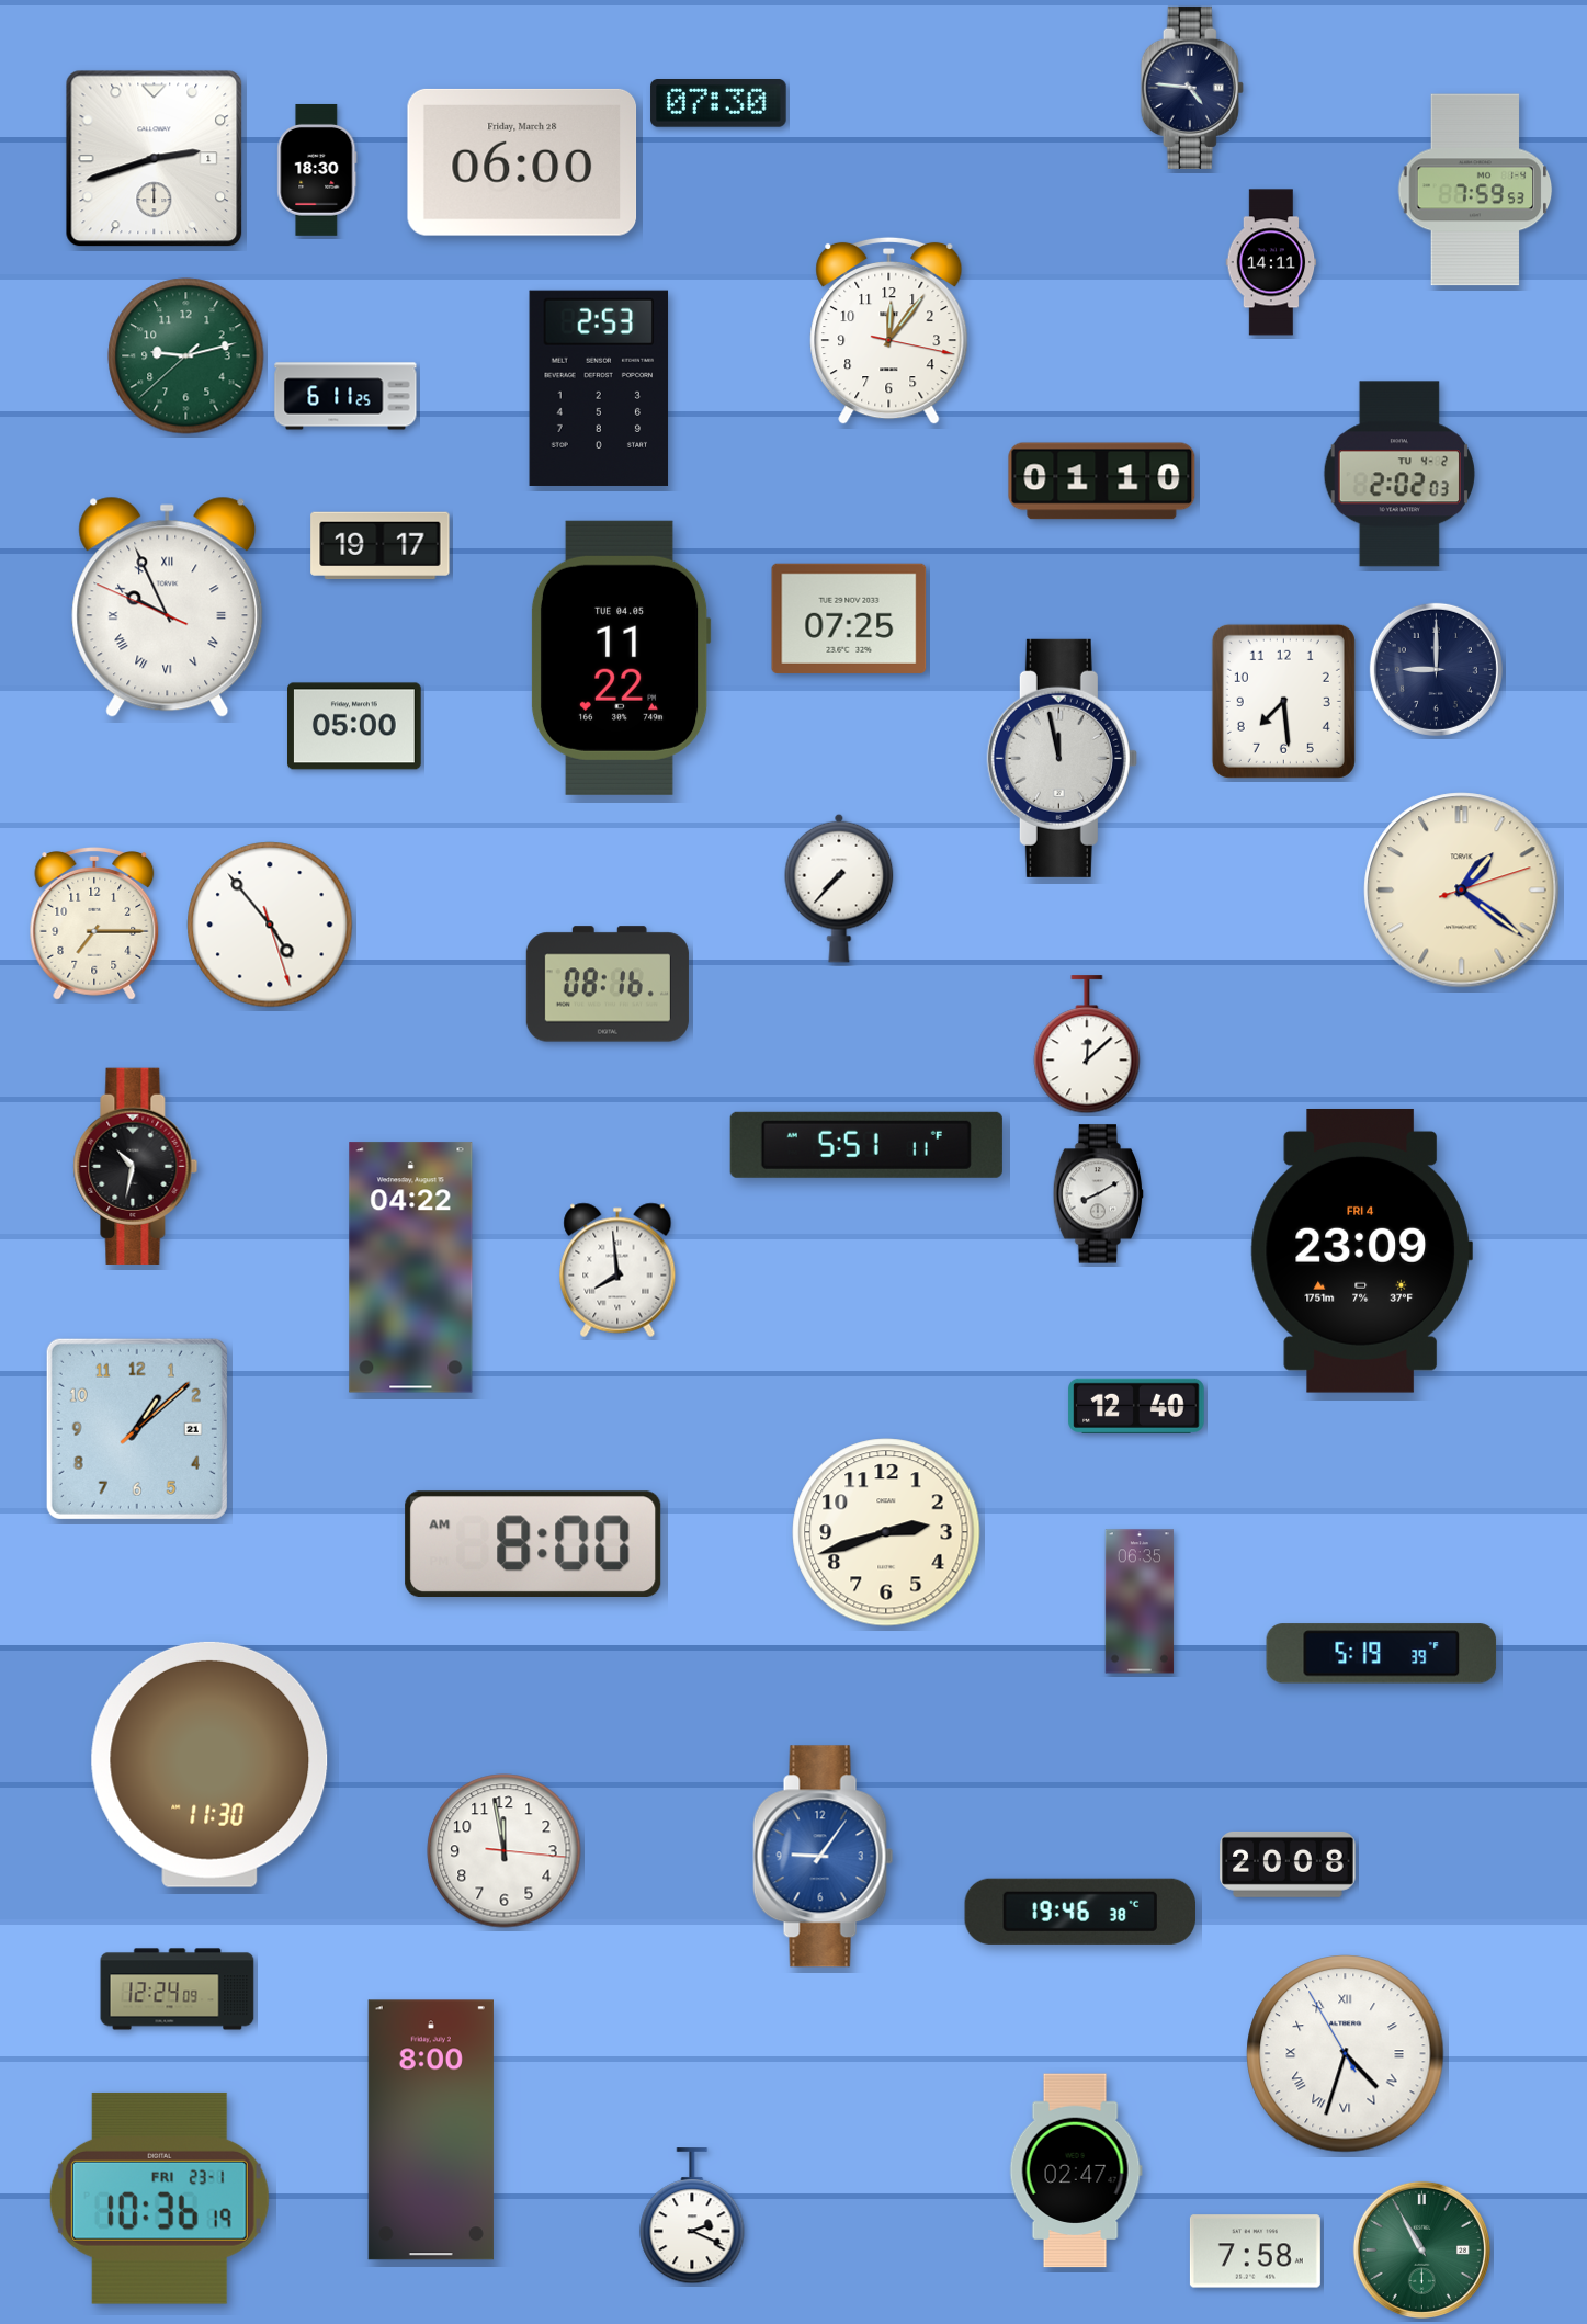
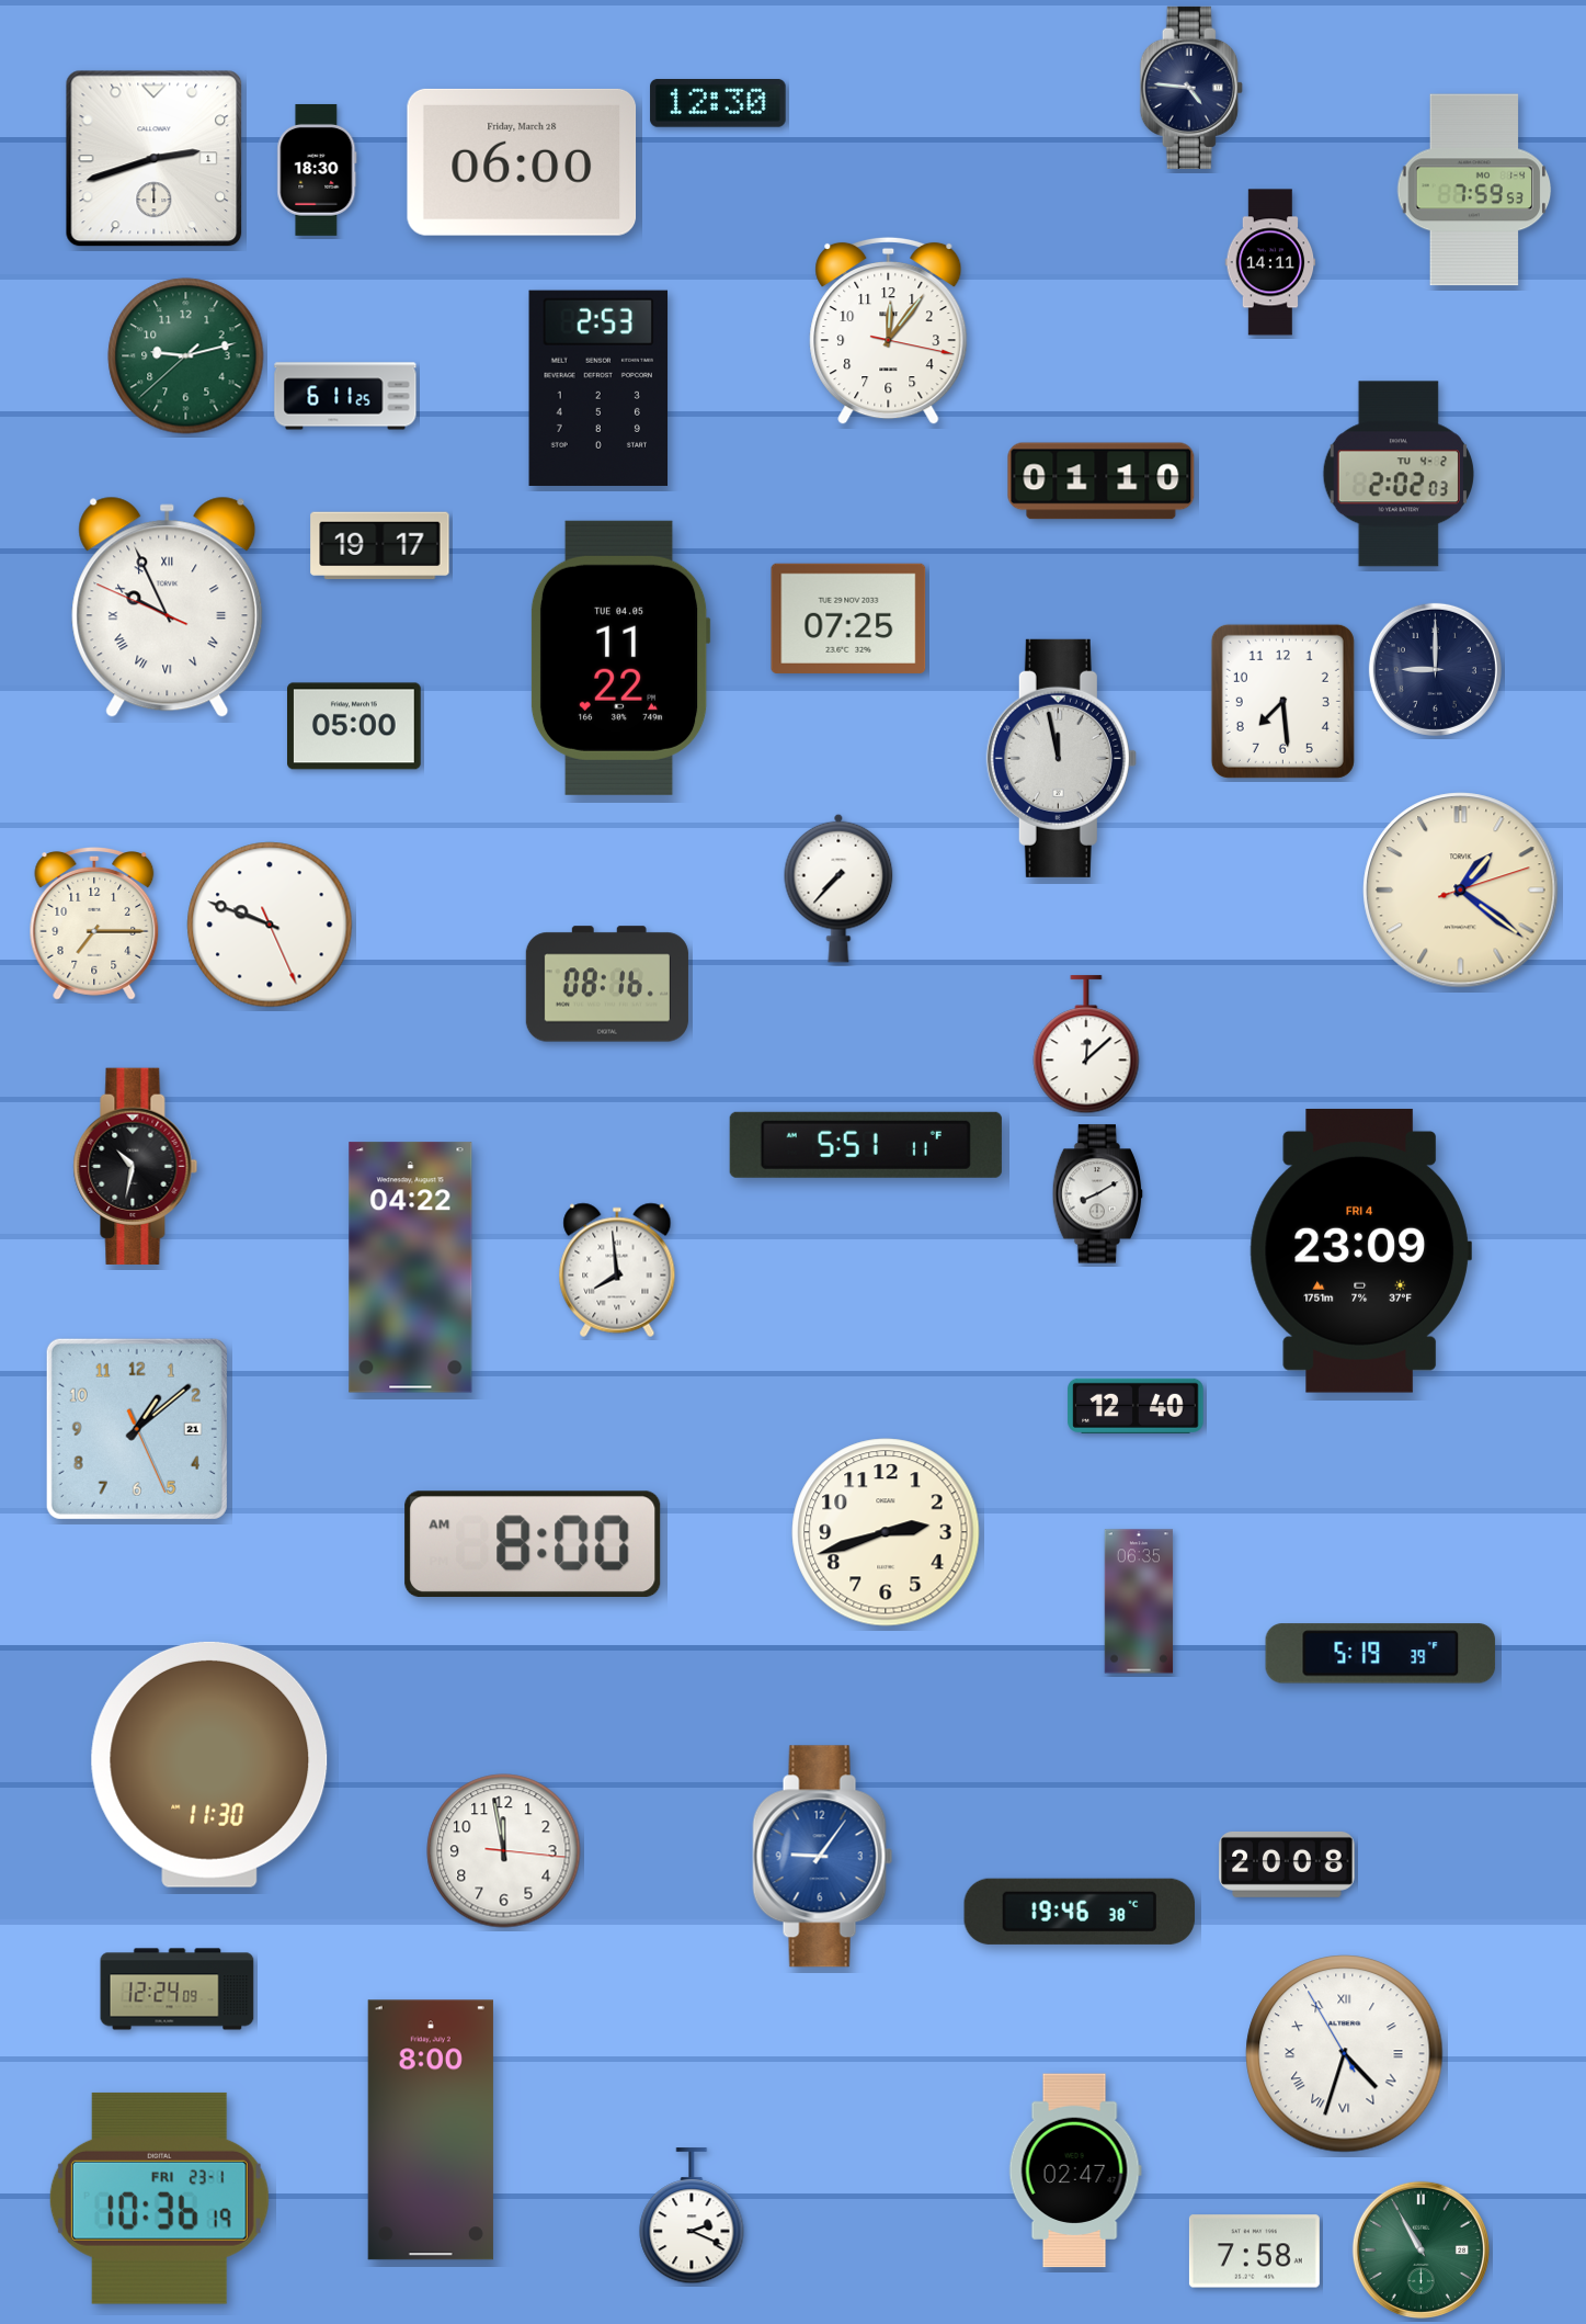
clock at (718, 104): 07:30 -> 12:30
clock at (270, 925): 4:53 -> 9:48
clock at (137, 1429): 1:08:08 -> 1:08:26
